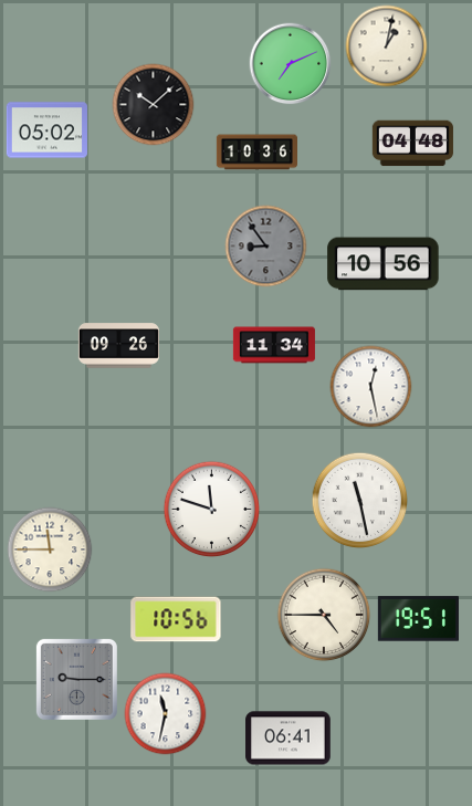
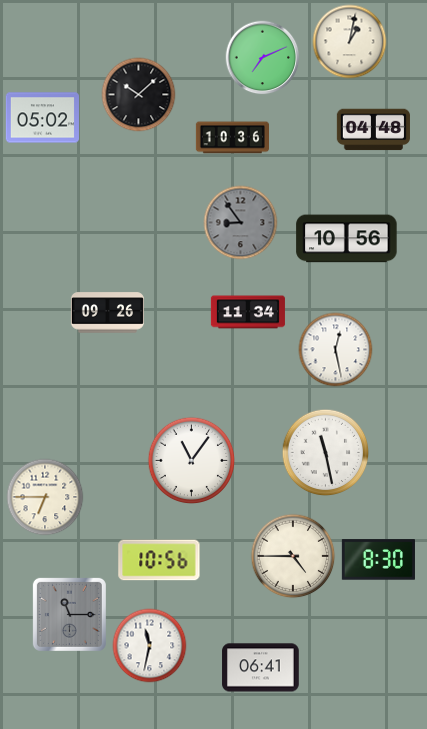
clock at (212, 510): 11:48 -> 11:06
clock at (50, 549): 11:45 -> 6:45
clock at (418, 619): 19:51 -> 8:30
clock at (76, 679): 9:15 -> 11:15
